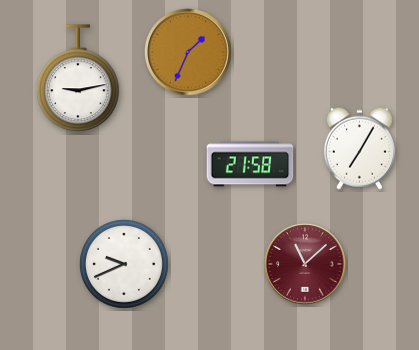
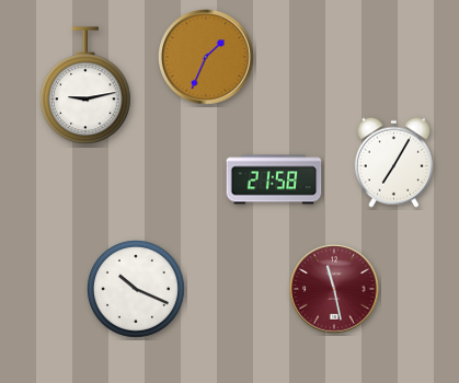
clock at (305, 264): 11:08 -> 11:28
clock at (125, 265): 9:41 -> 10:19
